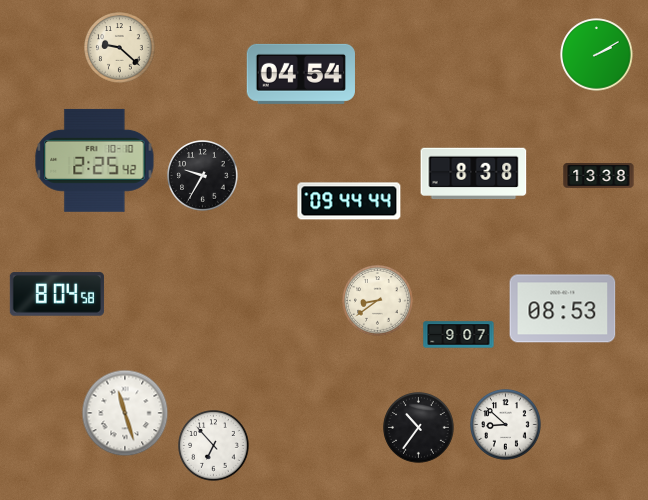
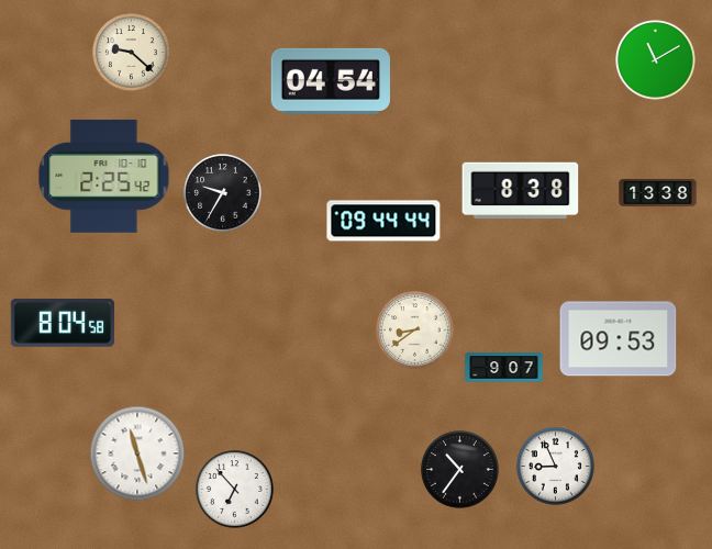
clock at (597, 55): 2:10 -> 11:10
clock at (563, 309): 08:53 -> 09:53
clock at (506, 425): 8:52 -> 8:56
